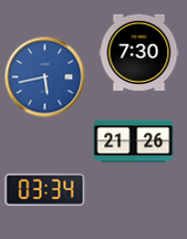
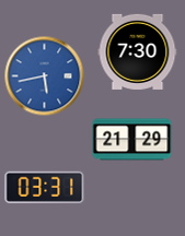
clock at (134, 142): 21:26 -> 21:29
clock at (45, 189): 03:34 -> 03:31
